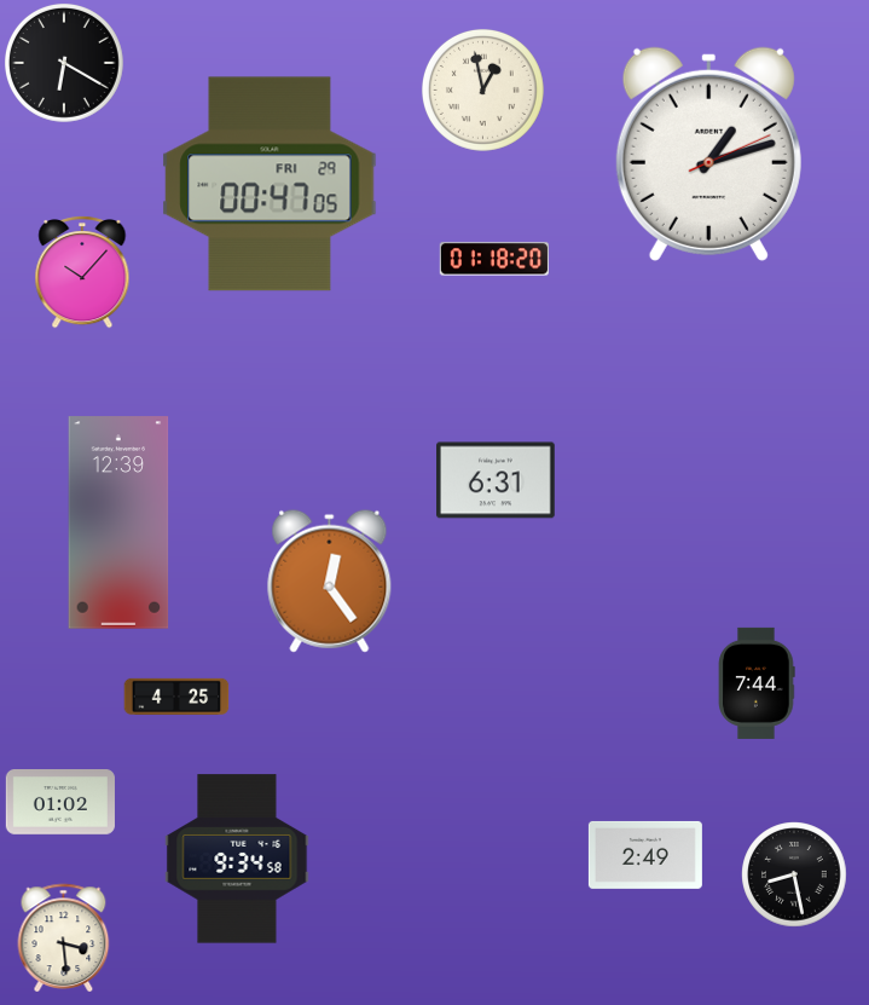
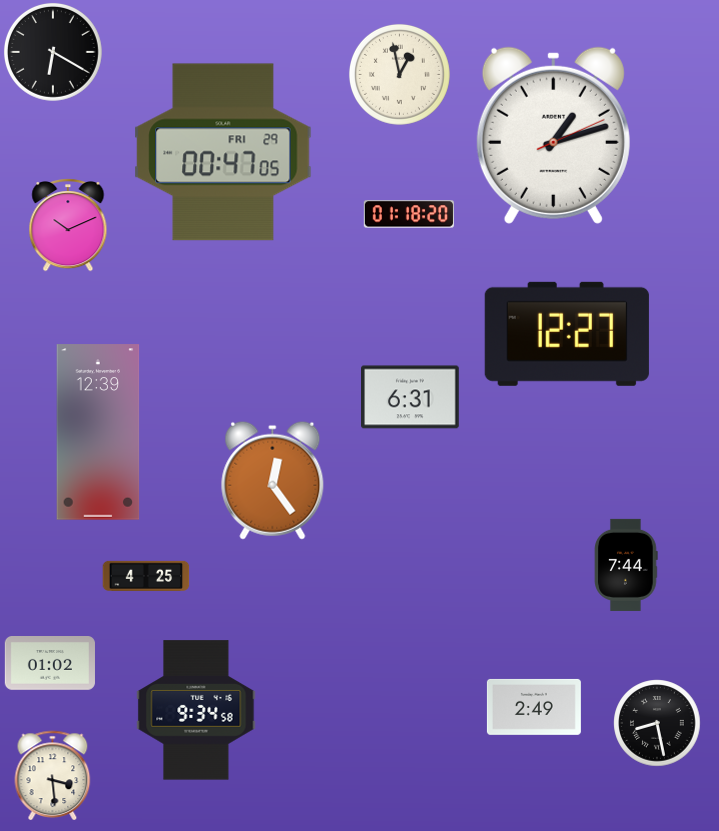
clock at (708, 154) position: (708, 154) -> (553, 135)
clock at (82, 273): 10:07 -> 10:11
clock at (567, 334): none -> 12:27
